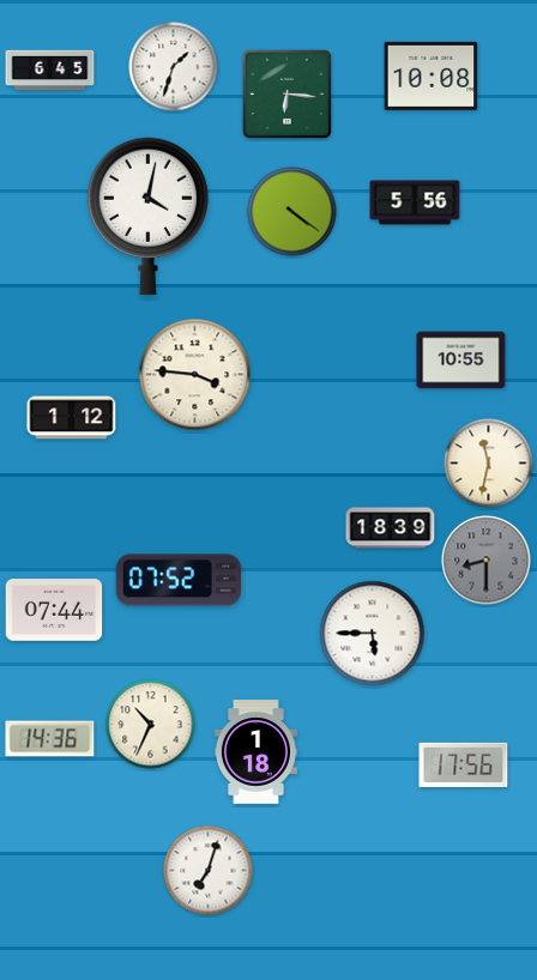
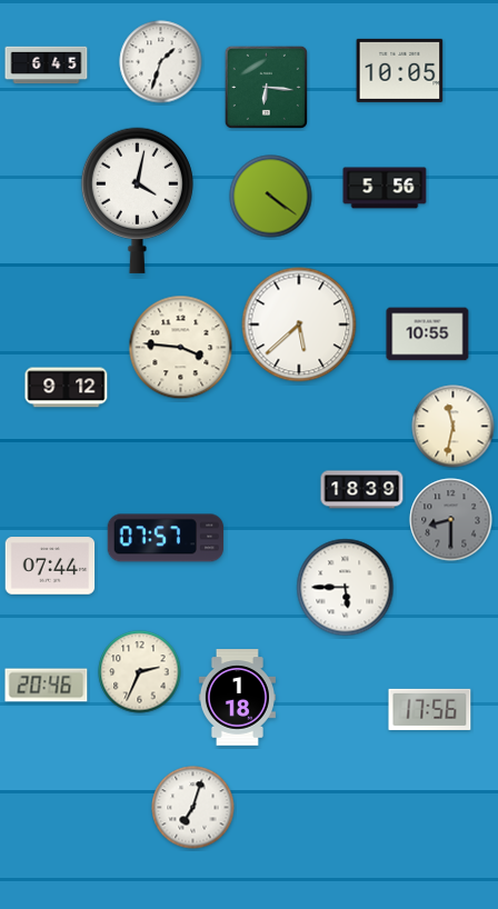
clock at (432, 75): 10:08 -> 10:05
clock at (299, 324): none -> 5:38
clock at (72, 418): 1:12 -> 9:12
clock at (489, 464) position: (489, 464) -> (454, 427)
clock at (179, 580): 07:52 -> 07:57
clock at (151, 725): 10:34 -> 2:34
clock at (50, 739): 14:36 -> 20:46
